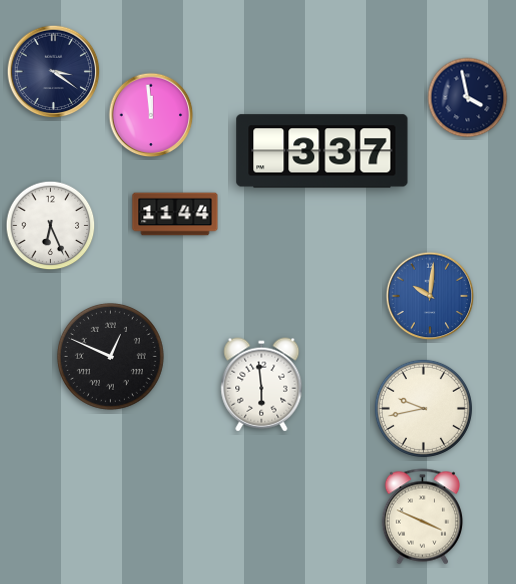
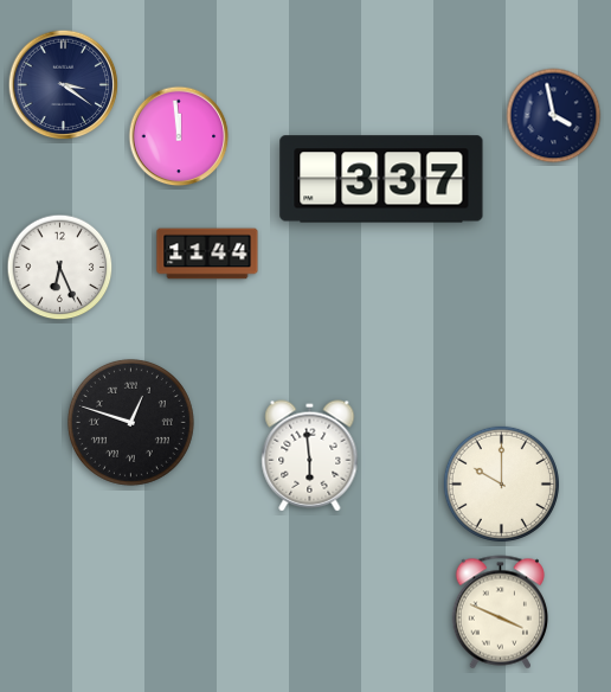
clock at (430, 296): 10:01 -> none
clock at (110, 356): 12:49 -> 12:48
clock at (423, 408): 9:43 -> 10:00
